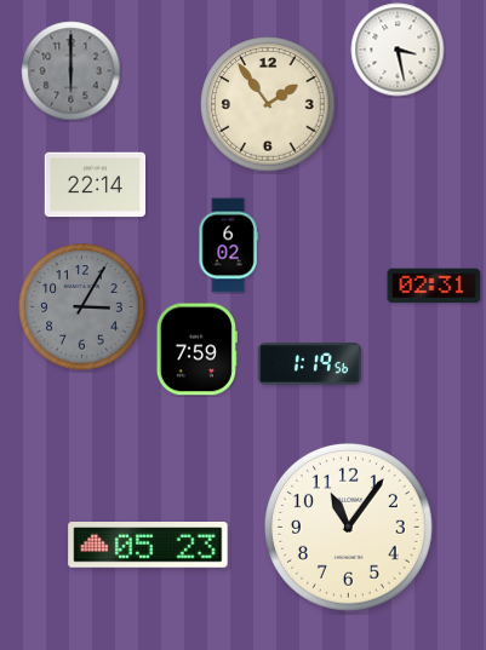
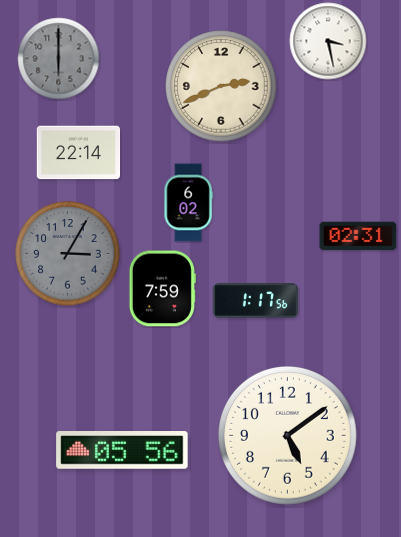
clock at (268, 104): 1:54 -> 2:41
clock at (309, 364): 1:19 -> 1:17
clock at (348, 527): 11:06 -> 5:09
clock at (148, 545): 05:23 -> 05:56
